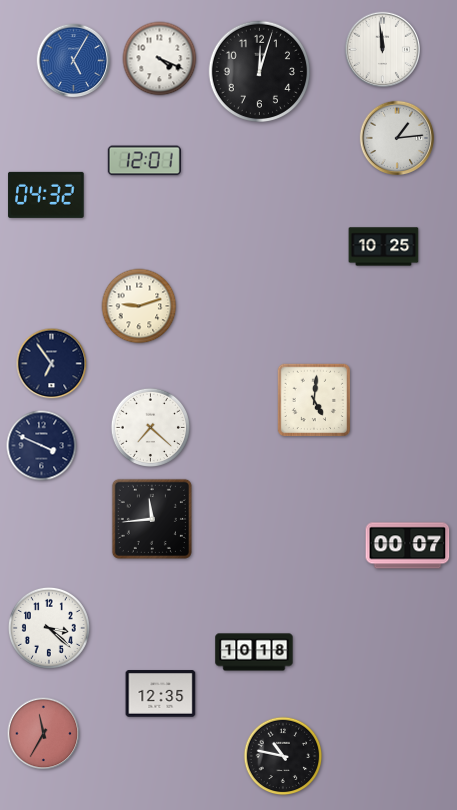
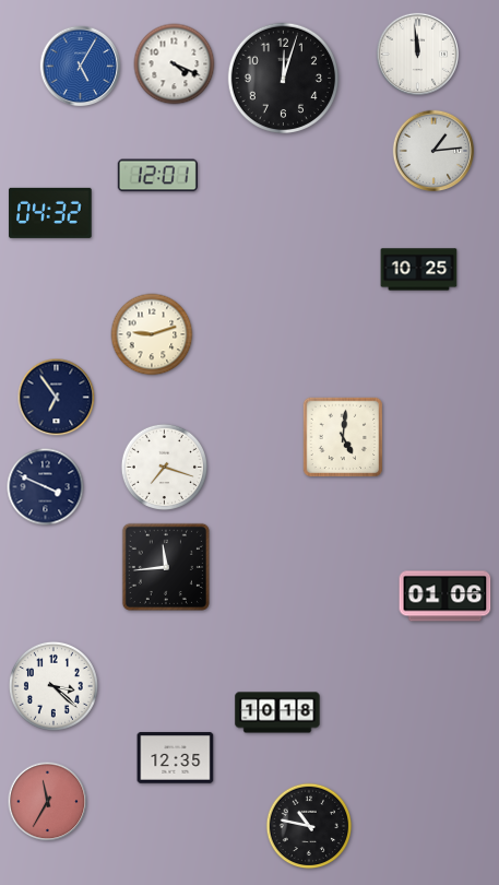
clock at (150, 427): 7:22 -> 7:18
clock at (408, 546): 00:07 -> 01:06
